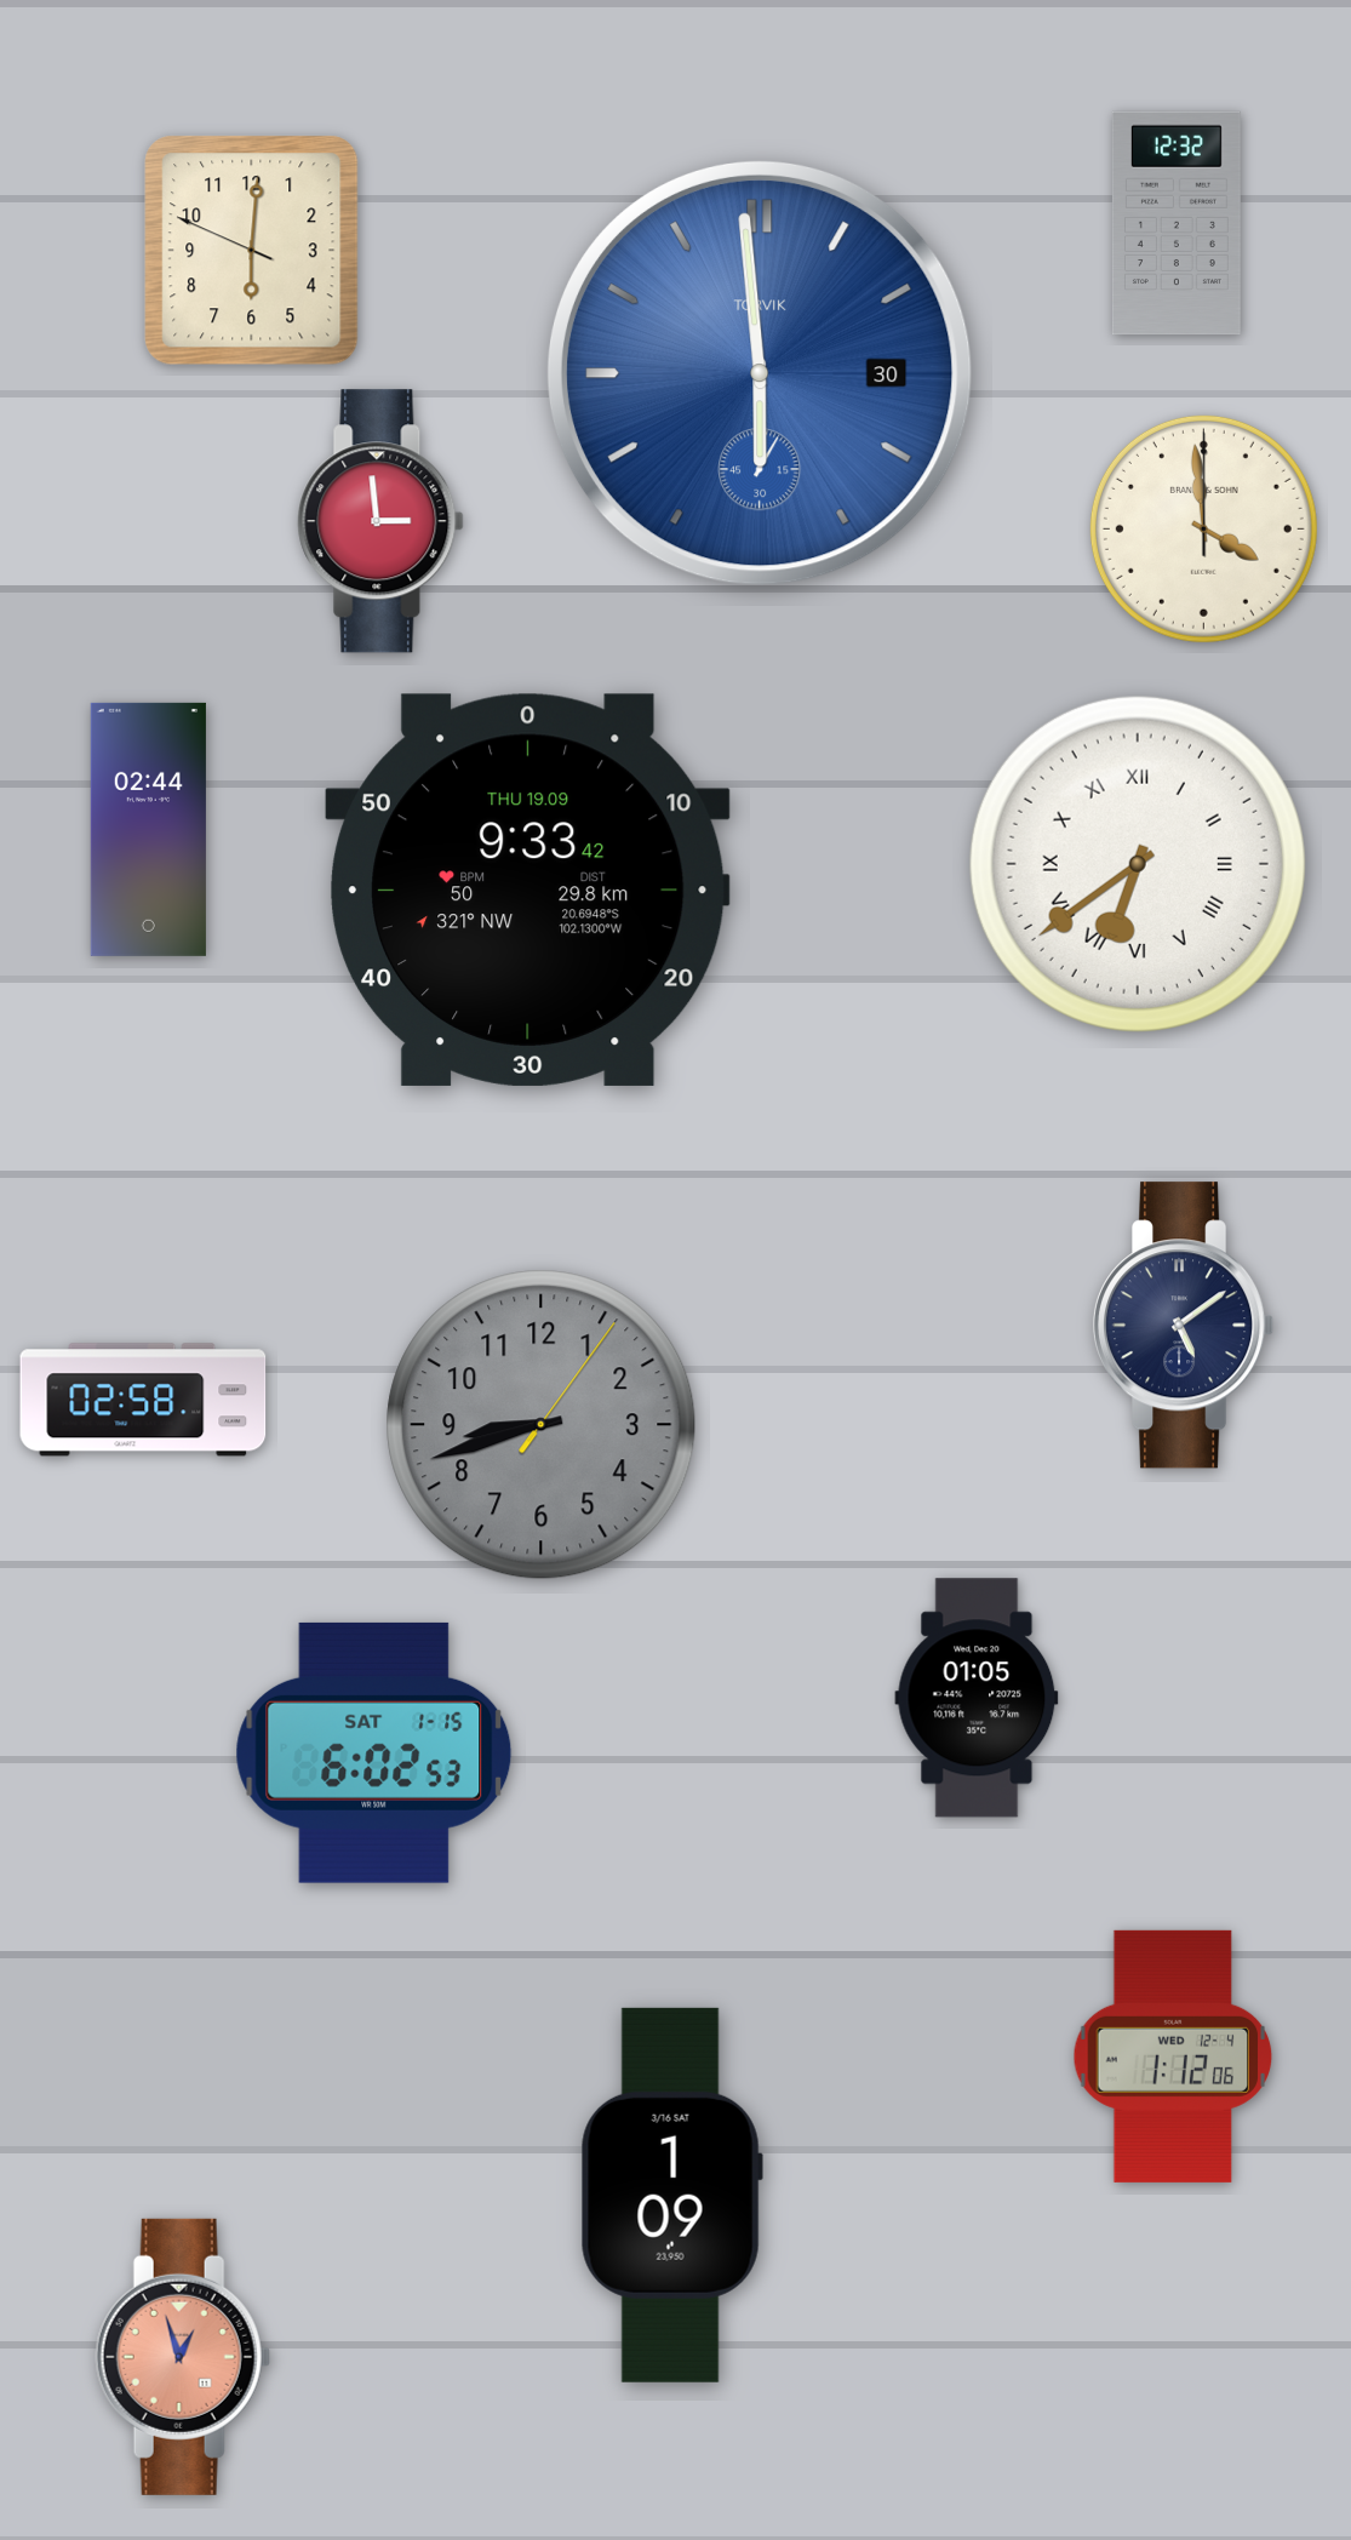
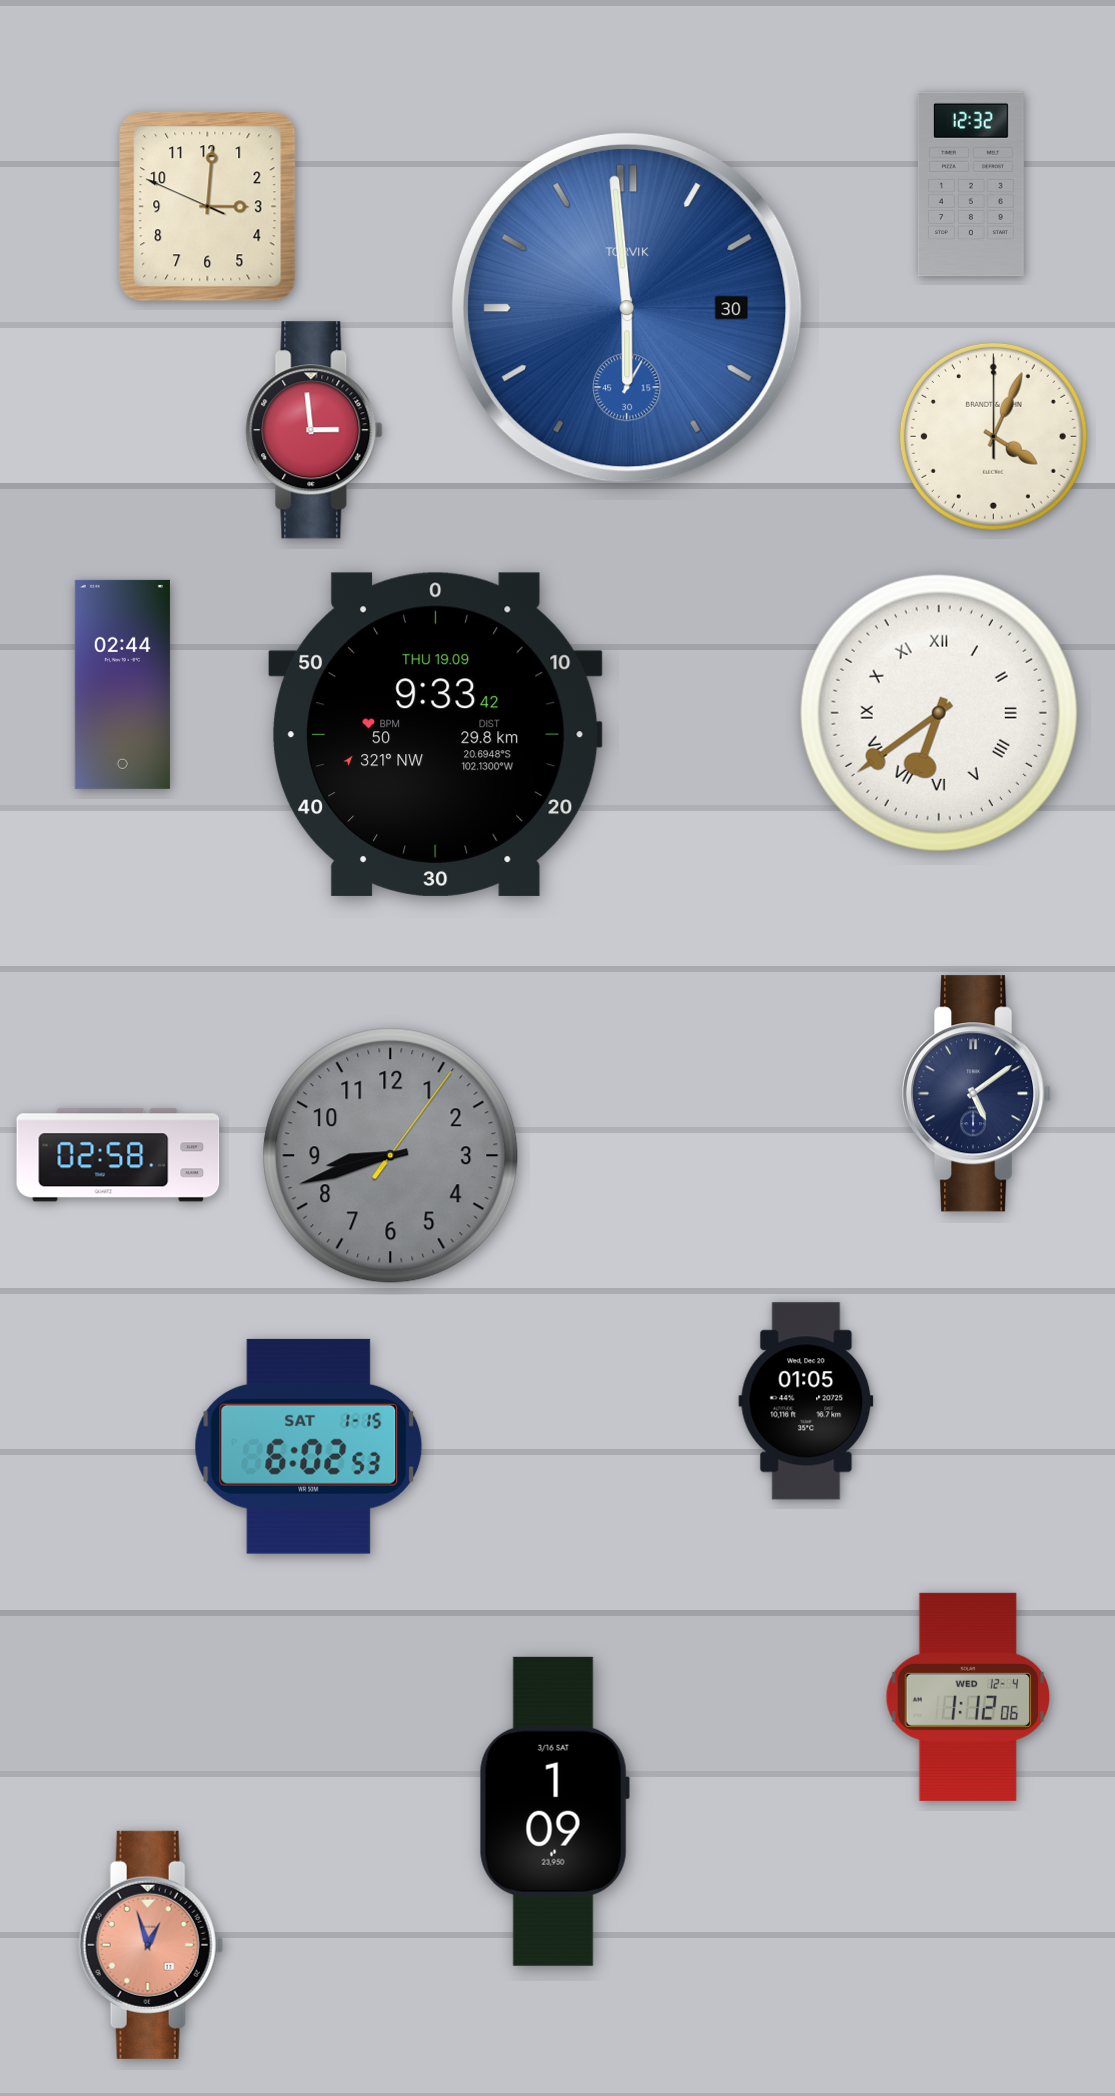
clock at (252, 251): 6:00 -> 3:00
clock at (1203, 528): 3:59 -> 4:04
clock at (542, 1425) position: (542, 1425) -> (391, 1156)
